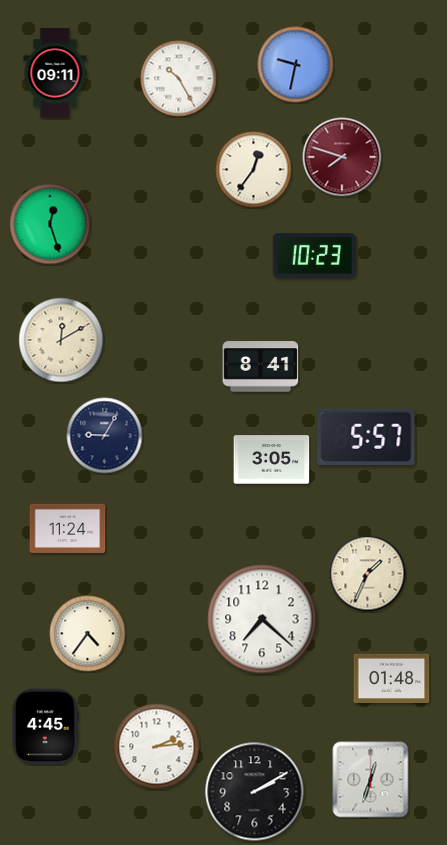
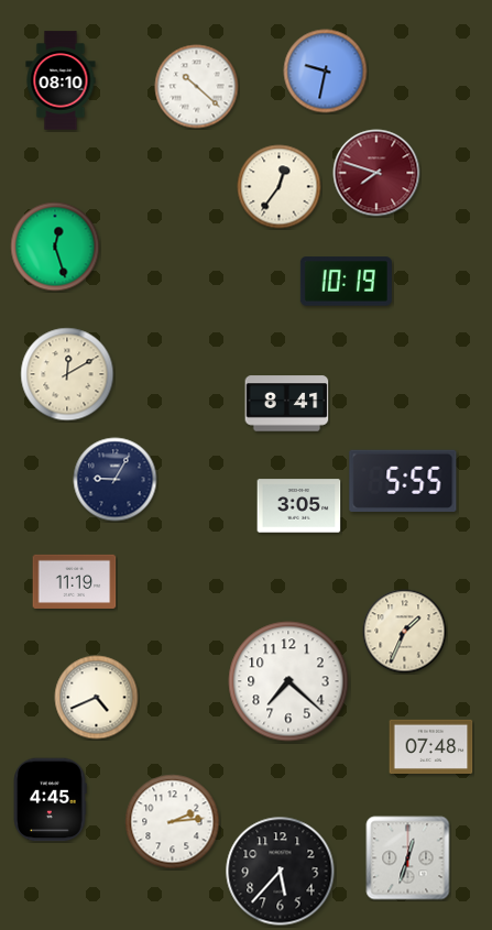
clock at (55, 73): 09:11 -> 08:10
clock at (179, 79): 10:25 -> 10:22
clock at (314, 256): 10:23 -> 10:19
clock at (366, 436): 5:57 -> 5:55
clock at (68, 528): 11:24 -> 11:19
clock at (88, 634): 4:36 -> 4:41
clock at (392, 678): 01:48 -> 07:48
clock at (255, 792): 2:10 -> 5:37
